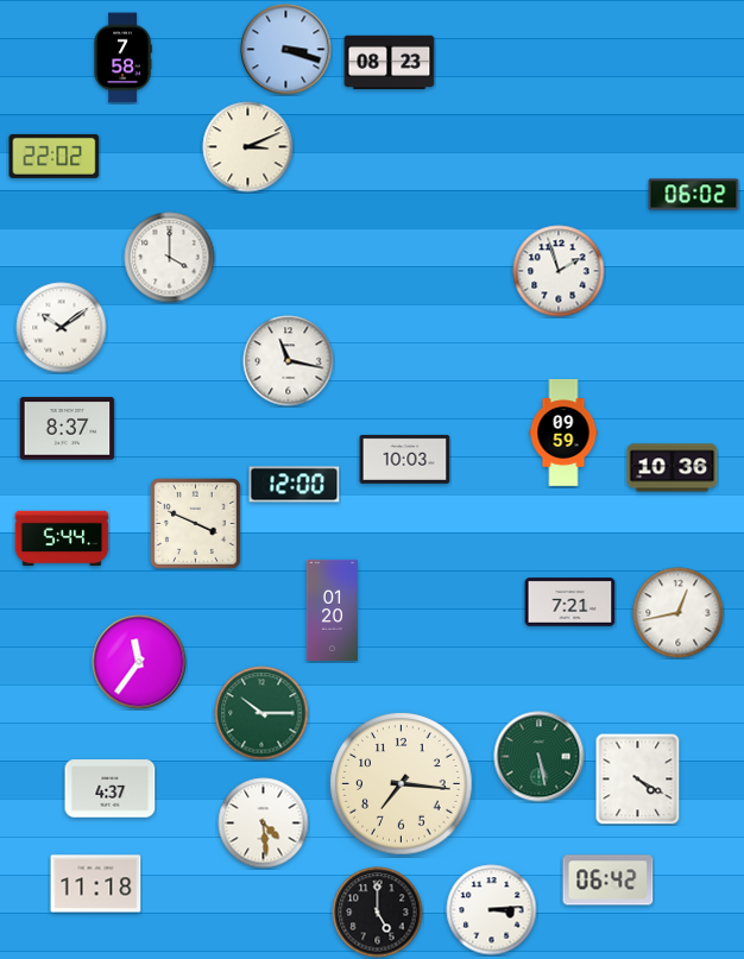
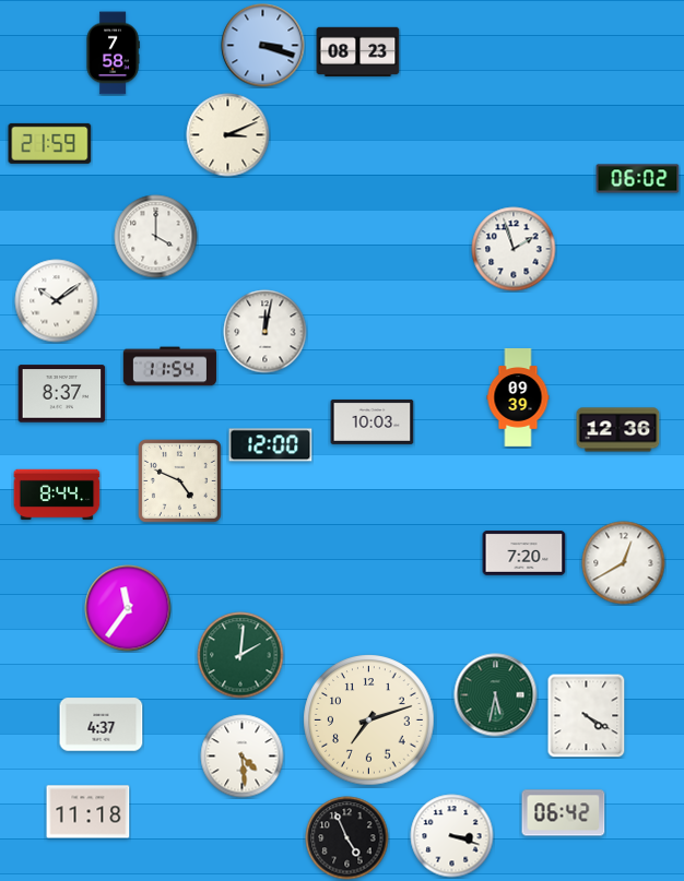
clock at (390, 63) position: (390, 63) -> (358, 52)
clock at (55, 156): 22:02 -> 21:59
clock at (289, 361): 11:17 -> 12:02
clock at (169, 367): none -> 11:54
clock at (563, 434): 09:59 -> 09:39
clock at (673, 468): 10:36 -> 12:36
clock at (195, 523): 3:49 -> 4:49
clock at (62, 538): 5:44 -> 8:44
clock at (570, 602): 7:21 -> 7:20
clock at (332, 610): 01:20 -> none
clock at (679, 613): 12:43 -> 12:40
clock at (261, 713): 10:15 -> 2:01
clock at (540, 757): 5:28 -> 5:32
clock at (402, 784): 7:16 -> 7:12
clock at (609, 881) position: (609, 881) -> (564, 813)
clock at (492, 910): 3:14 -> 3:18
clock at (378, 913): 5:00 -> 4:56
